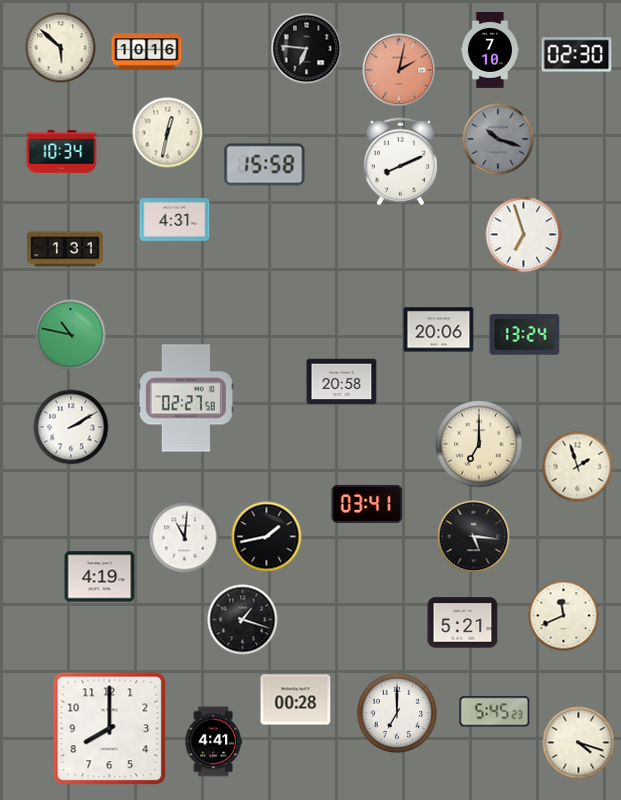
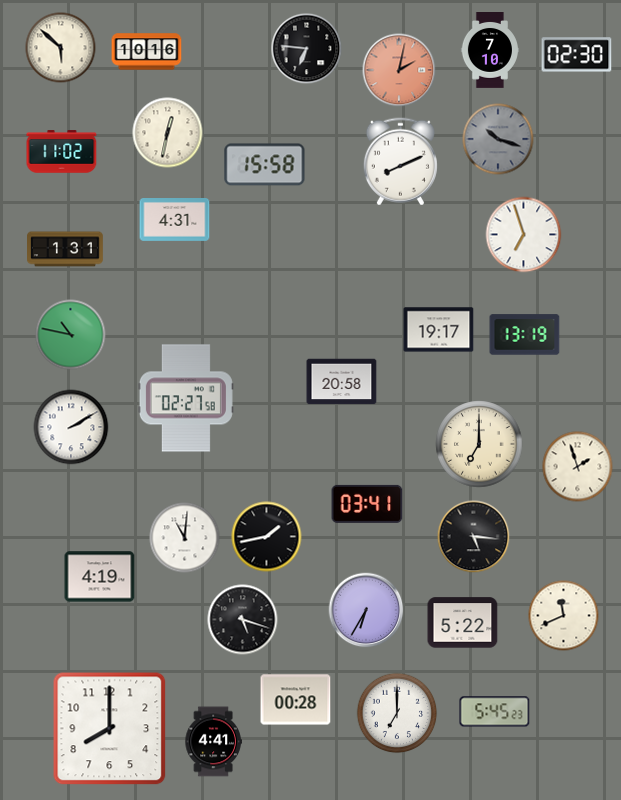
clock at (62, 152): 10:34 -> 11:02
clock at (439, 330): 20:06 -> 19:17
clock at (525, 335): 13:24 -> 13:19
clock at (366, 610): none -> 6:35
clock at (243, 620): 1:18 -> 5:18
clock at (463, 623): 5:21 -> 5:22
clock at (579, 743): 4:18 -> none
